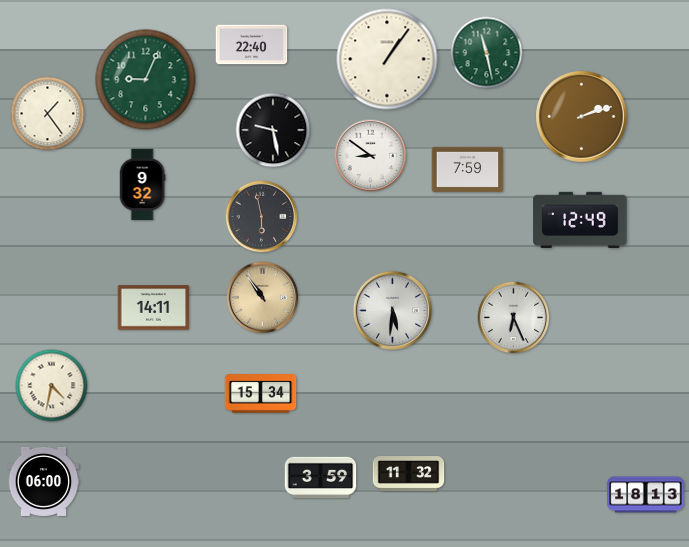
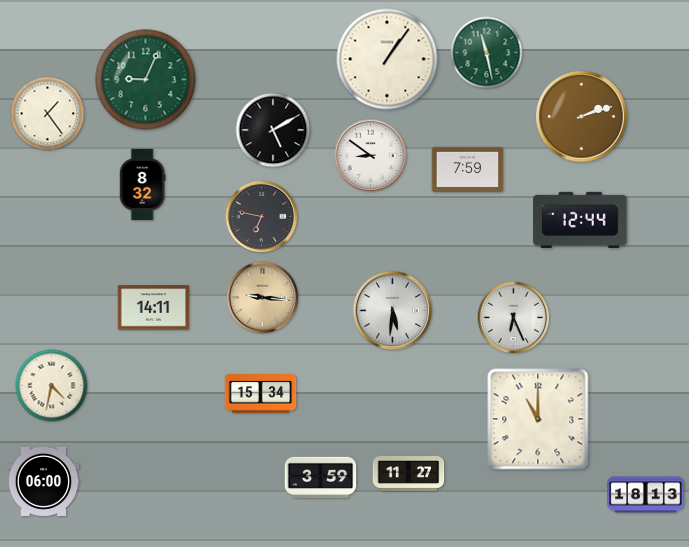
clock at (252, 45): 22:40 -> none
clock at (273, 130): 9:28 -> 5:10
clock at (142, 185): 9:32 -> 8:32
clock at (262, 217): 5:58 -> 6:47
clock at (580, 220): 12:49 -> 12:44
clock at (263, 298): 10:54 -> 9:16
clock at (538, 419): none -> 11:00
clock at (409, 474): 11:32 -> 11:27
